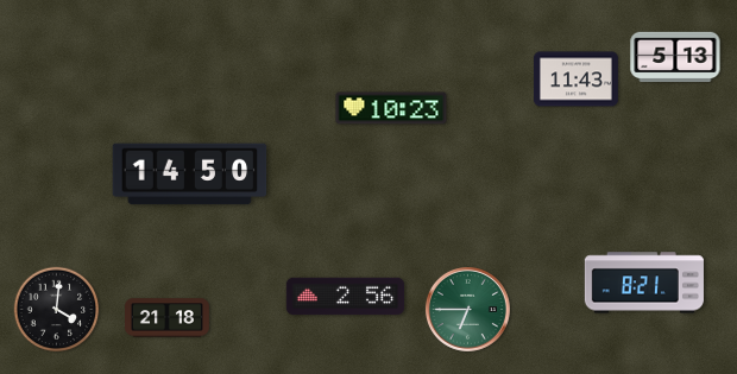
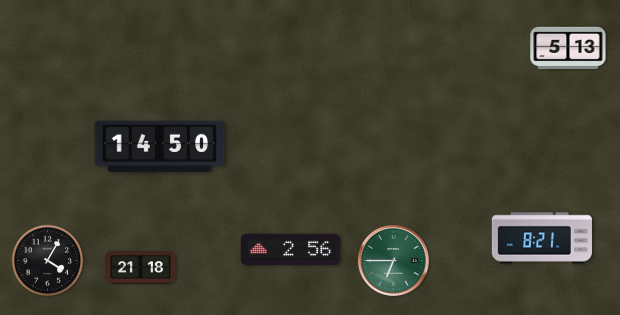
clock at (575, 80): 11:43 -> none
clock at (391, 108): 10:23 -> none
clock at (57, 310): 4:01 -> 4:05
